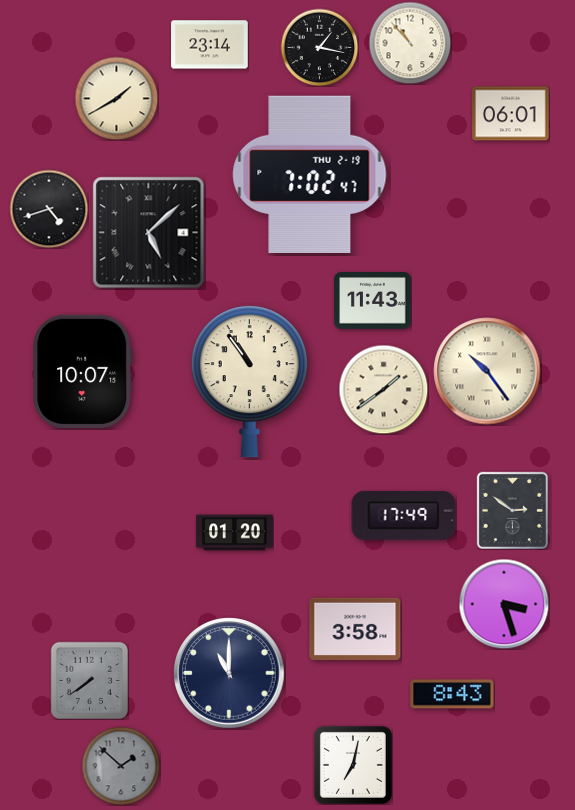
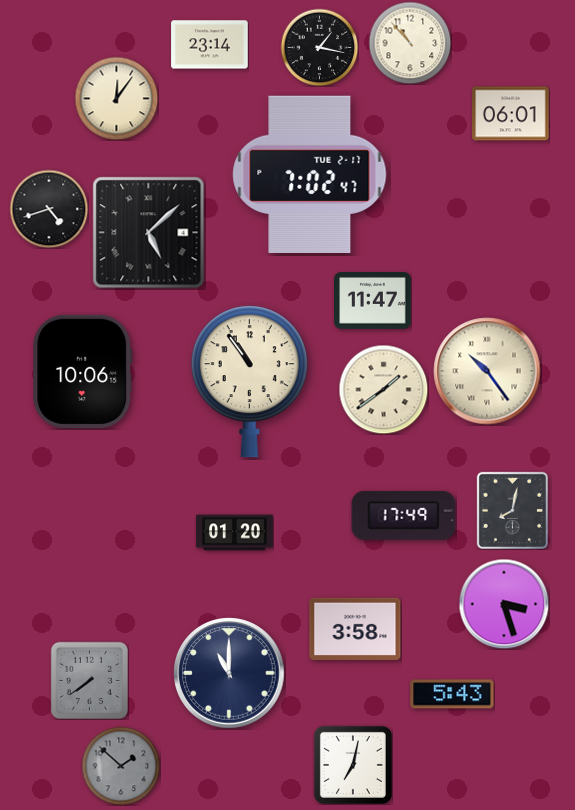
clock at (116, 98): 1:40 -> 12:06
clock at (310, 174) date: THU 2-19 -> TUE 2-17
clock at (373, 301): 11:43 -> 11:47
clock at (83, 371): 10:07 -> 10:06
clock at (512, 510): 2:51 -> 8:02
clock at (452, 694): 8:43 -> 5:43
